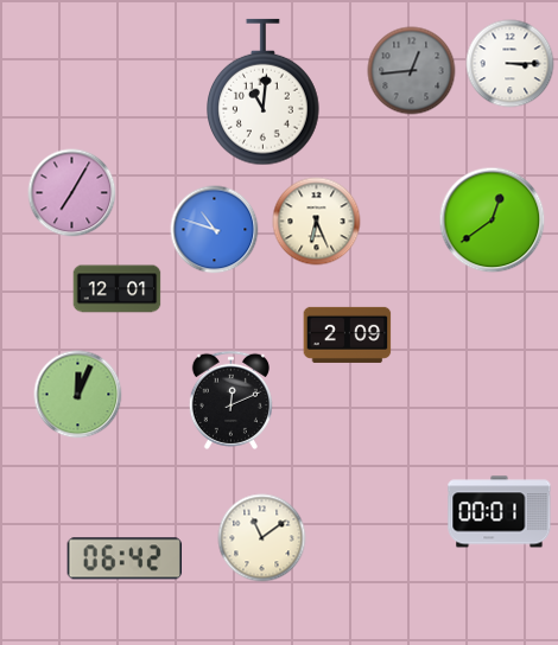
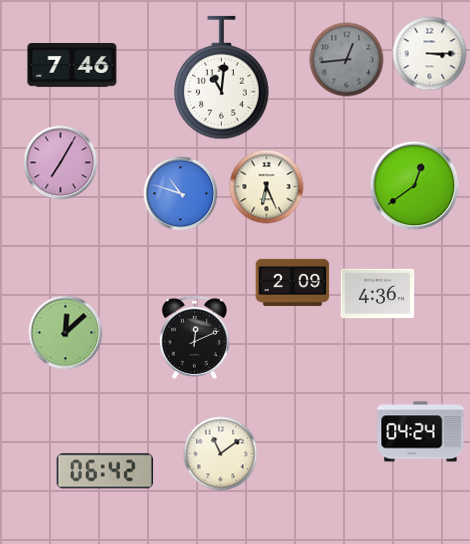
clock at (72, 65): none -> 7:46
clock at (118, 289): 12:01 -> none
clock at (378, 294): none -> 4:36
clock at (78, 395): 12:04 -> 12:08
clock at (500, 512): 00:01 -> 04:24
